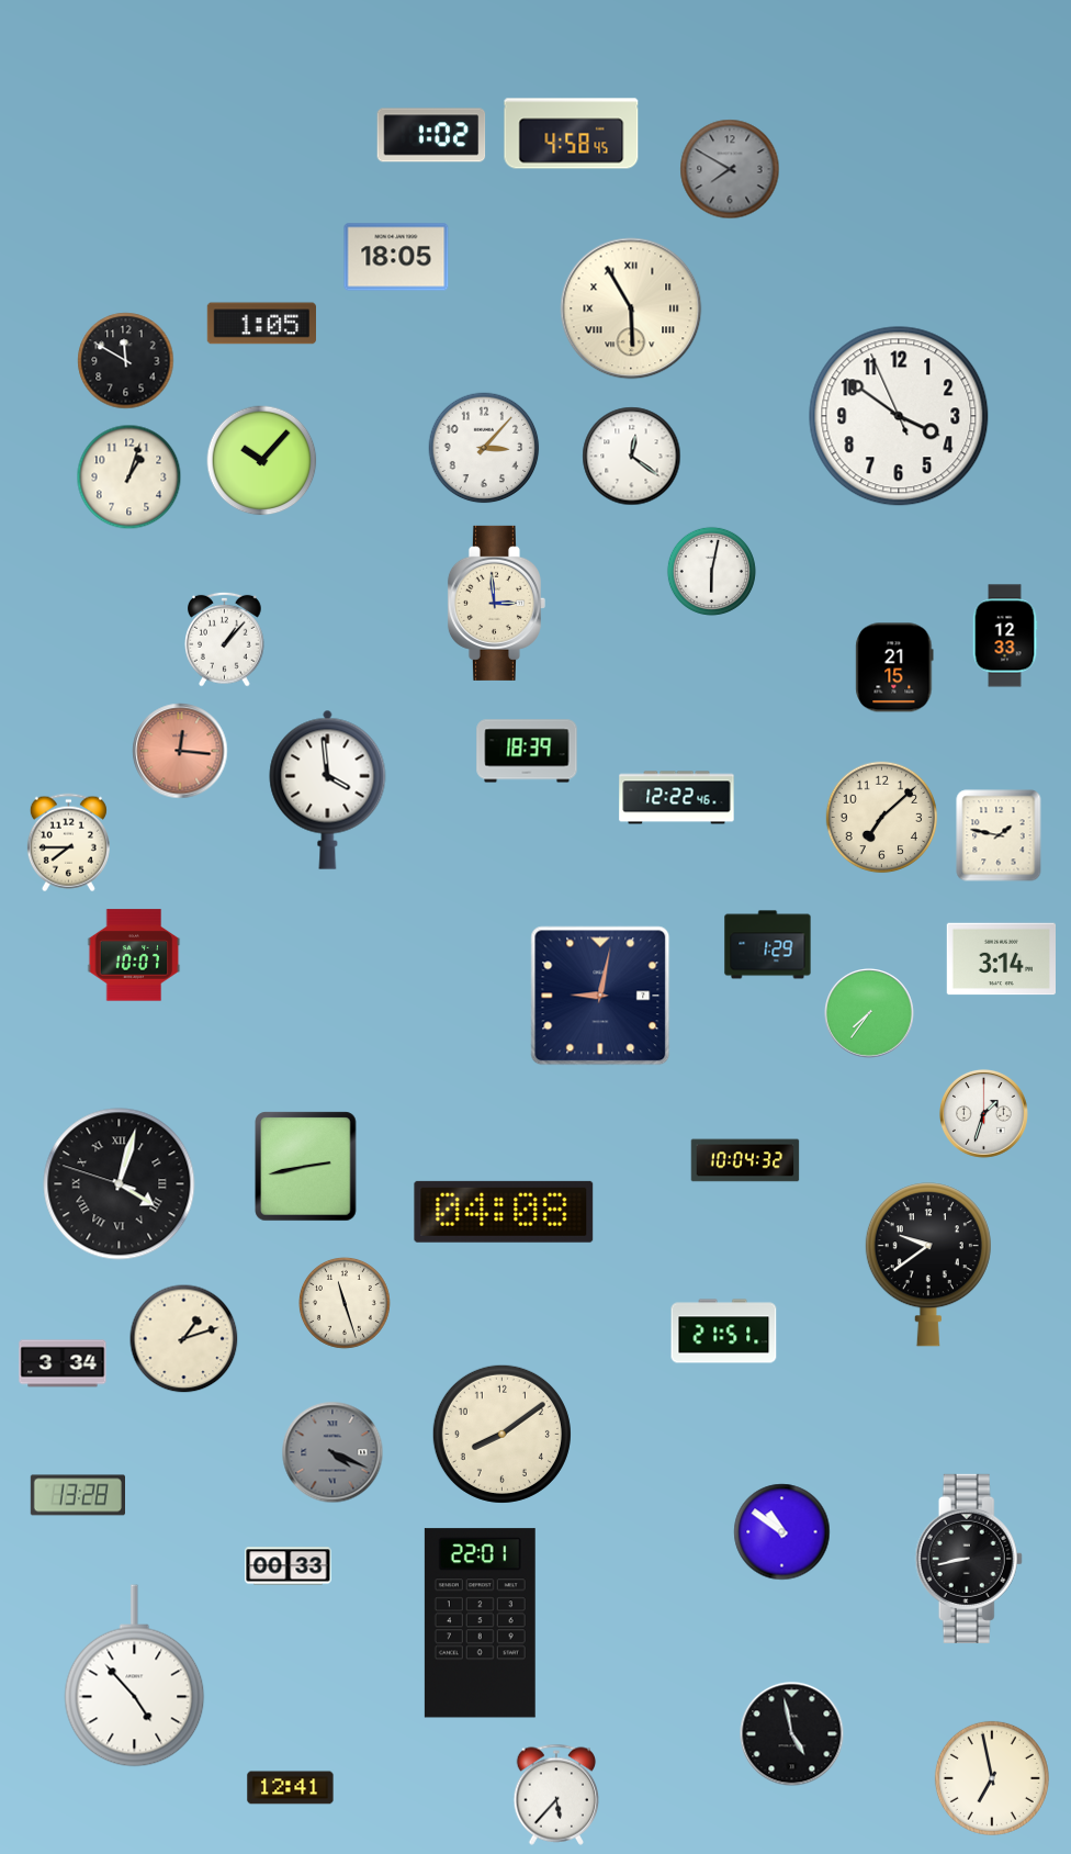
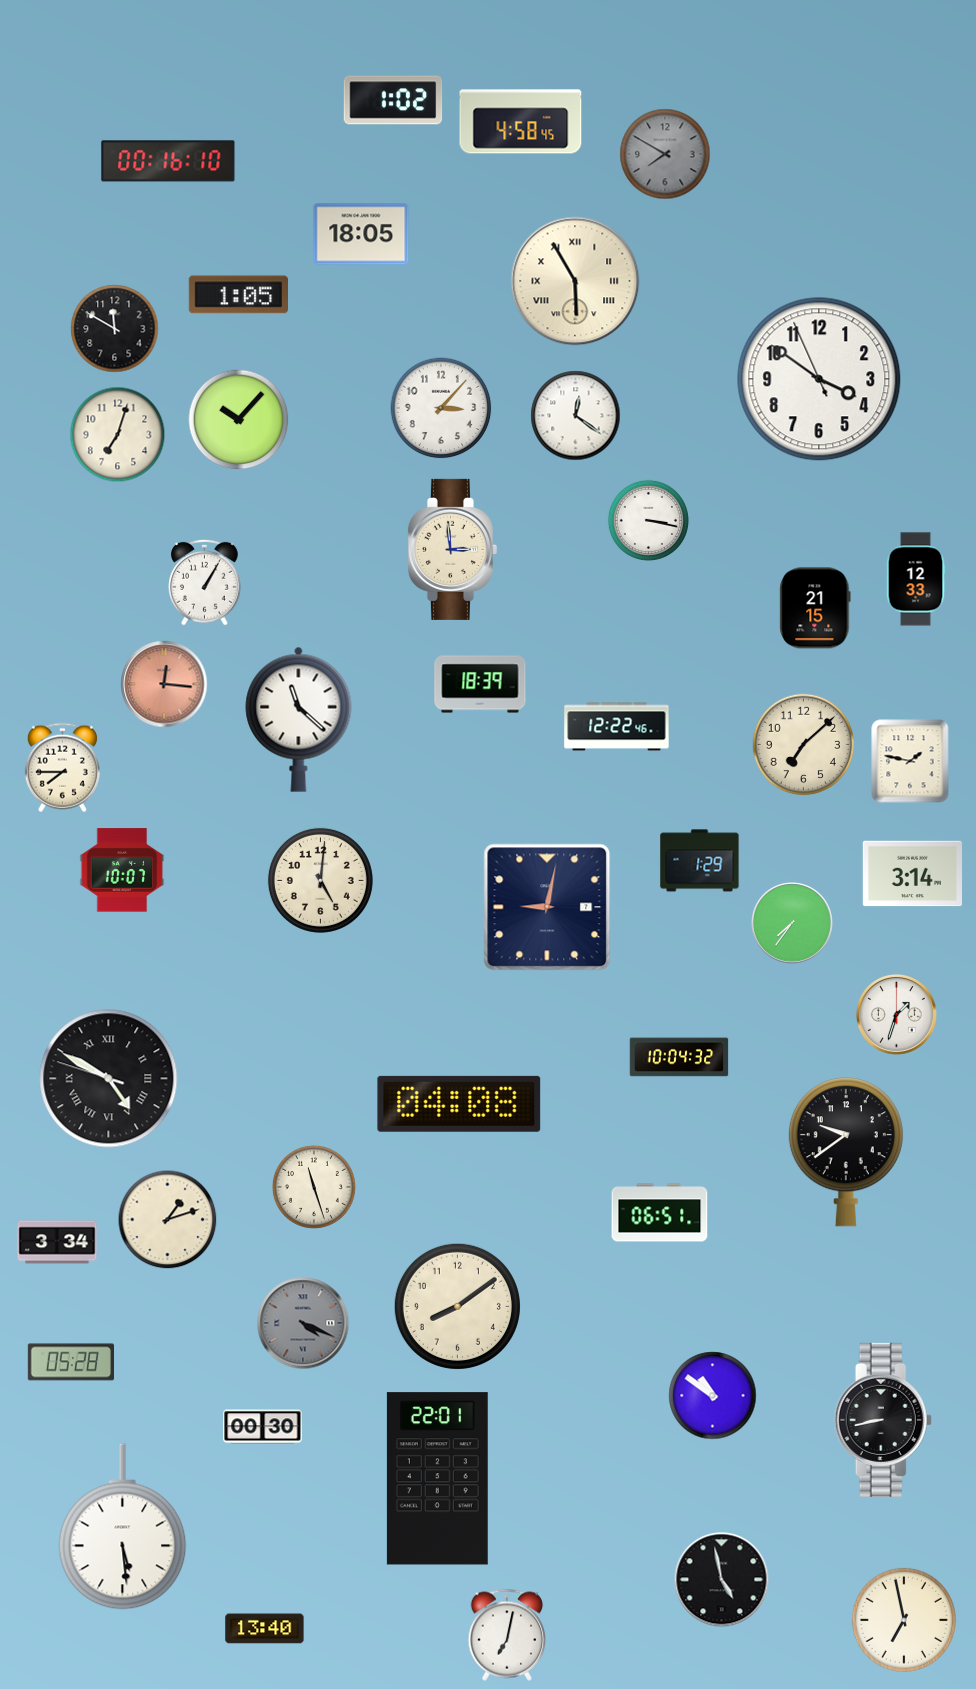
clock at (431, 135) position: (431, 135) -> (393, 100)
clock at (168, 161): none -> 00:16
clock at (129, 477): 1:03 -> 7:03
clock at (711, 571): 6:02 -> 3:17
clock at (225, 639): 1:07 -> 1:05
clock at (328, 789): 3:59 -> 11:22
clock at (320, 880): none -> 5:01
clock at (306, 1167): 2:43 -> none
clock at (120, 1184): 4:02 -> 4:49
clock at (724, 1331): 21:51 -> 06:51
clock at (77, 1495): 13:28 -> 05:28
clock at (289, 1566): 00:33 -> 00:30
clock at (135, 1676): 4:53 -> 5:29
clock at (291, 1788): 12:41 -> 13:40
clock at (556, 1795): 5:37 -> 7:02
